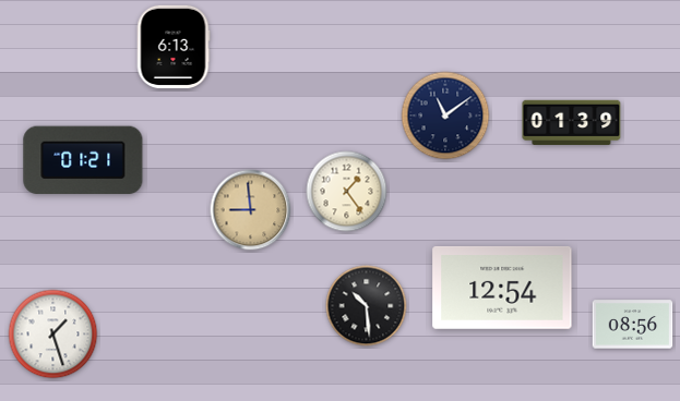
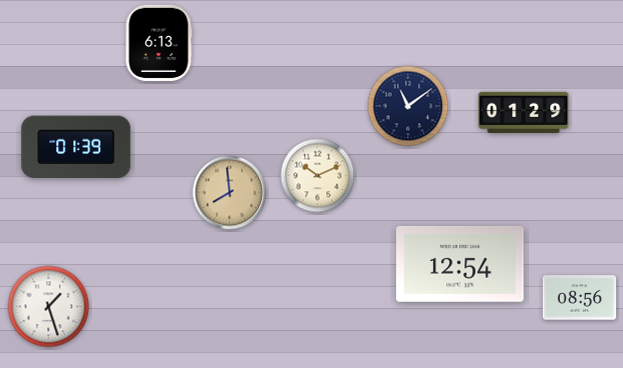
clock at (572, 122): 01:39 -> 01:29
clock at (83, 160): 01:21 -> 01:39
clock at (347, 192): 1:24 -> 10:11
clock at (251, 210): 8:59 -> 7:59
clock at (367, 306): 10:29 -> none
